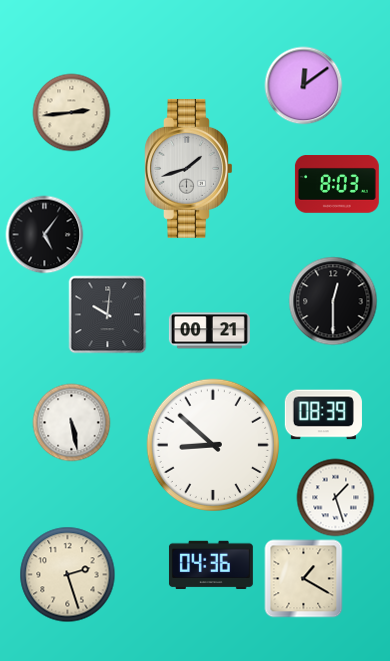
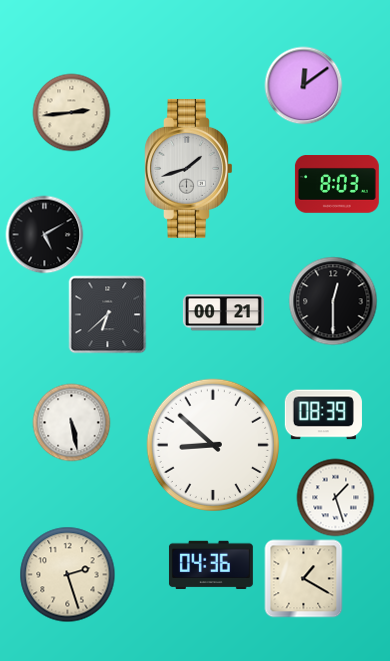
clock at (44, 234): 5:06 -> 5:10
clock at (107, 314): 10:01 -> 6:38
clock at (209, 331) position: (209, 331) -> (223, 313)
